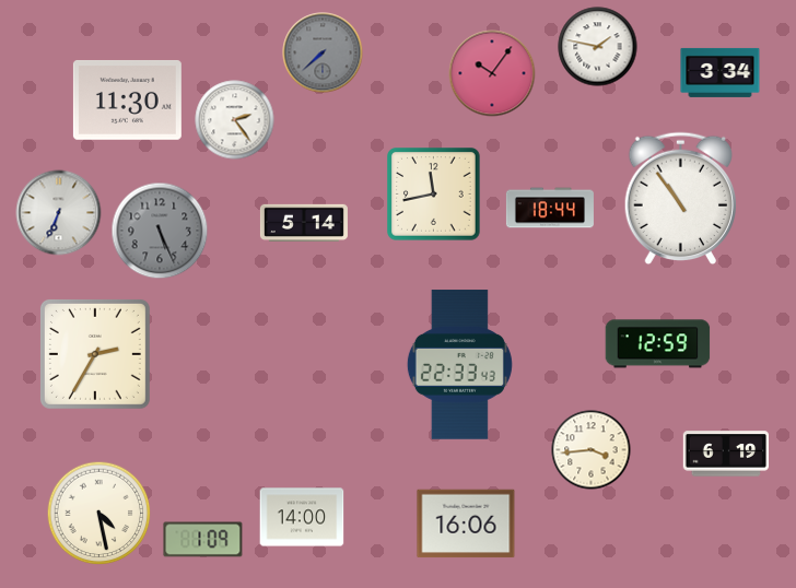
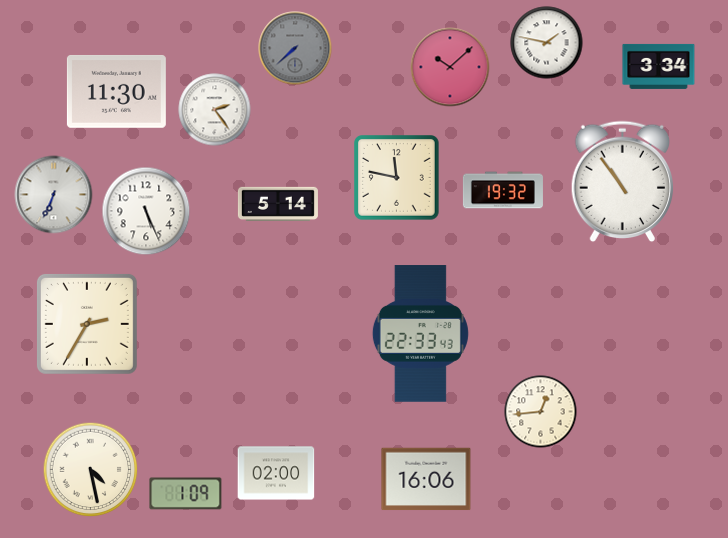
clock at (492, 73): 10:06 -> 10:08
clock at (434, 195): 11:43 -> 11:47
clock at (550, 208): 18:44 -> 19:32
clock at (160, 231) dial: grey -> white
clock at (658, 344): 12:59 -> none
clock at (592, 450): 3:44 -> 12:44
clock at (726, 454): 6:19 -> none
clock at (302, 517): 14:00 -> 02:00
